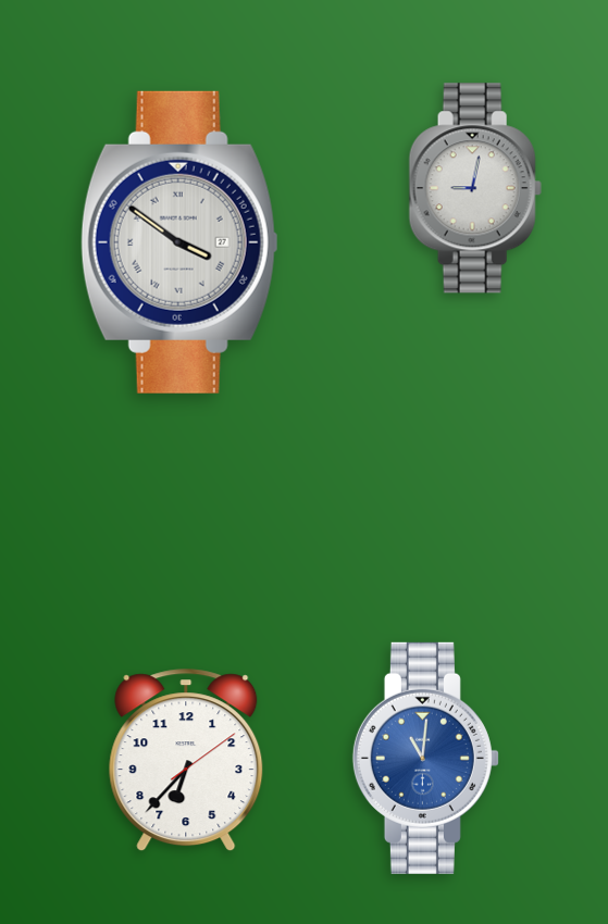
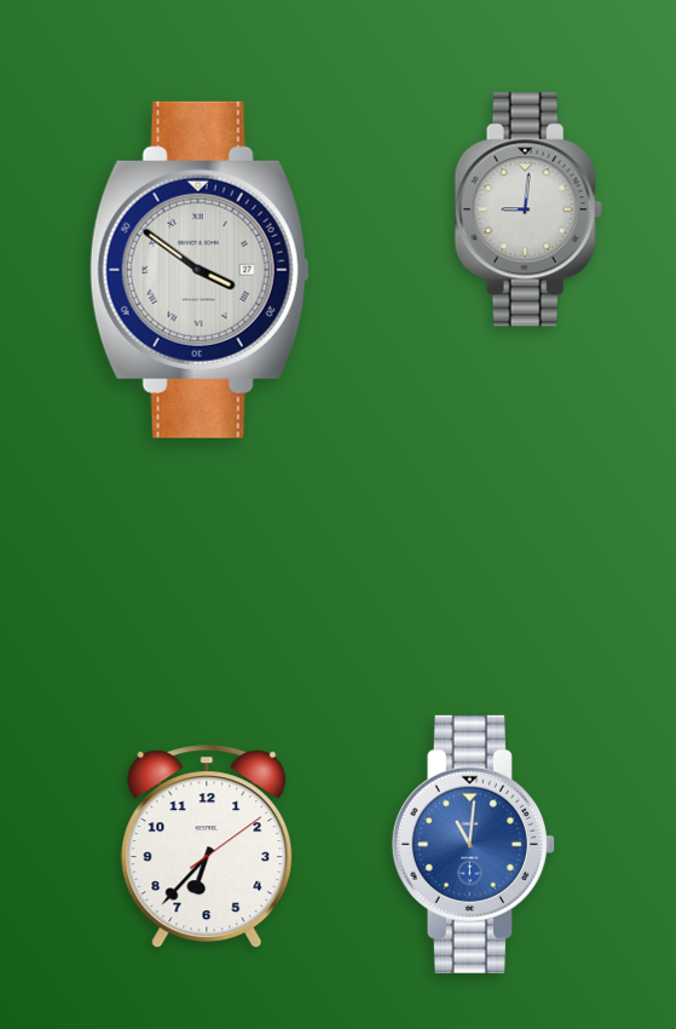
clock at (475, 188): 9:02 -> 9:01
